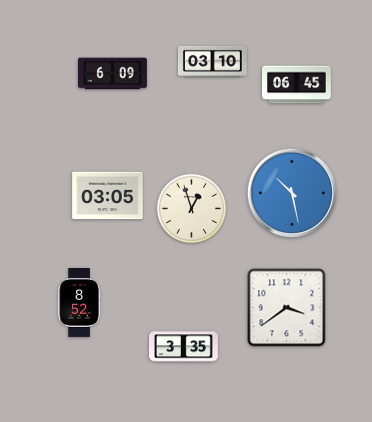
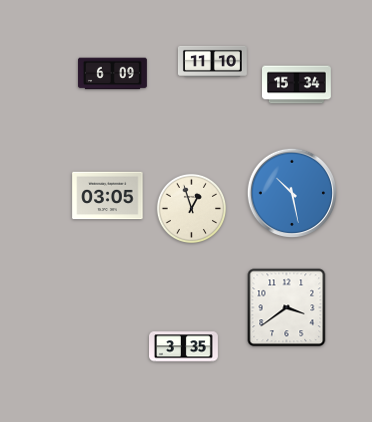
clock at (213, 61): 03:10 -> 11:10
clock at (297, 85): 06:45 -> 15:34
clock at (79, 303): 8:52 -> none
